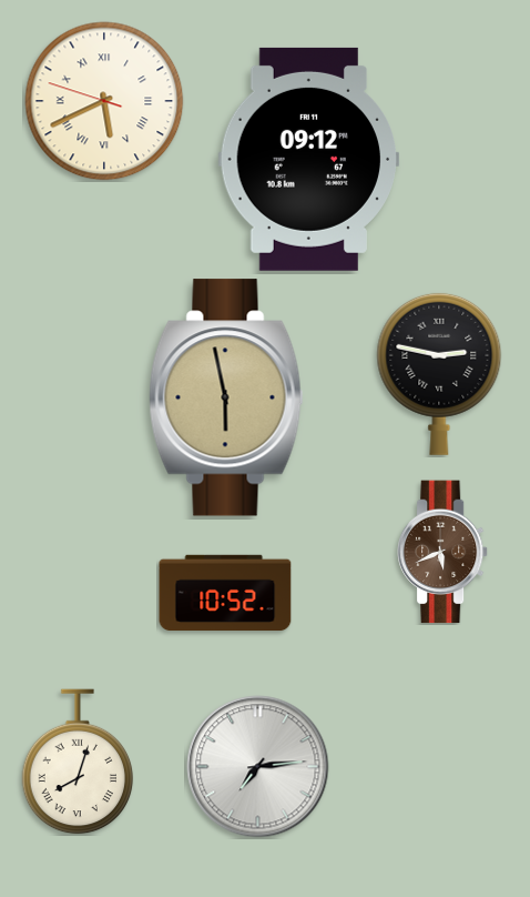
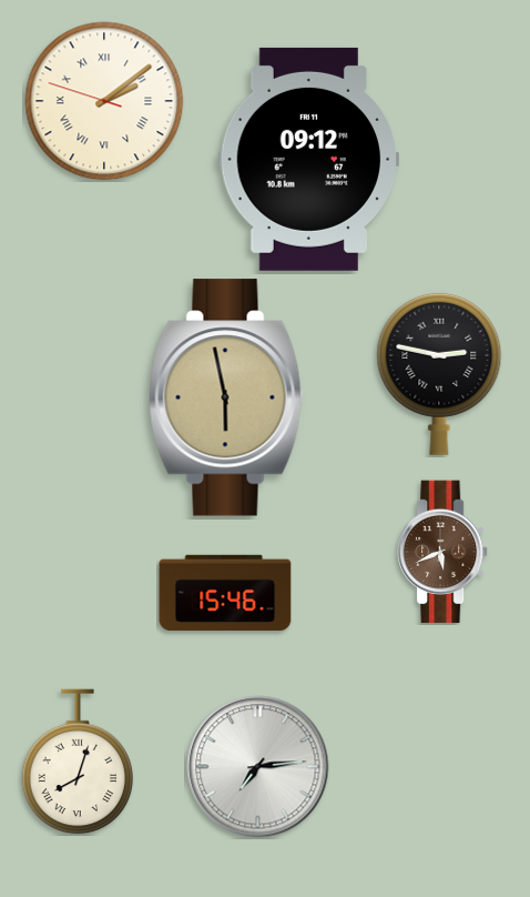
clock at (104, 101): 5:40 -> 2:08
clock at (225, 593): 10:52 -> 15:46
